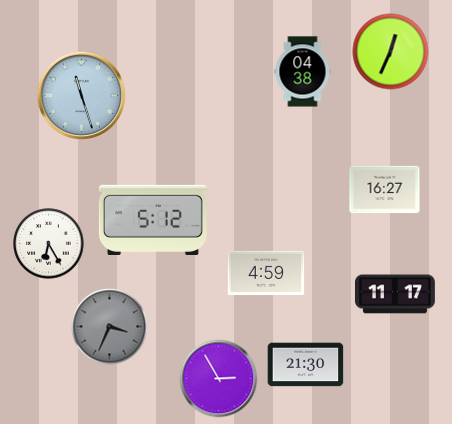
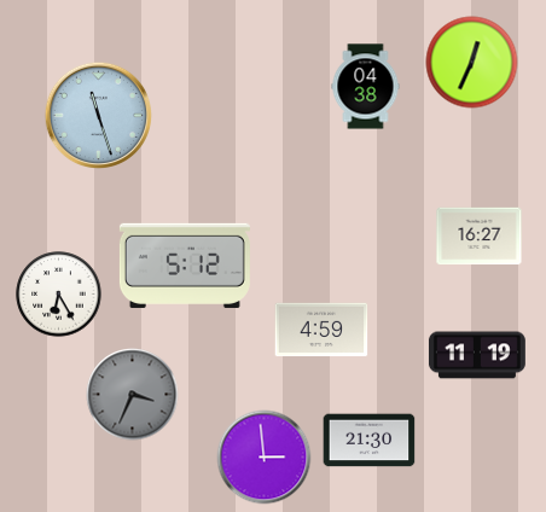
clock at (385, 190) position: (385, 190) -> (480, 237)
clock at (395, 294): 11:17 -> 11:19
clock at (219, 379): 2:55 -> 2:59
